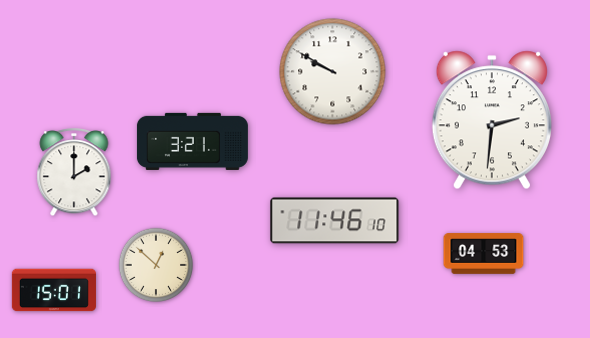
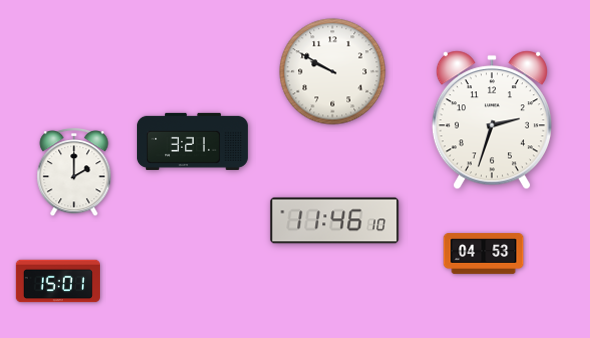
clock at (492, 120): 2:31 -> 2:33
clock at (156, 265): 12:52 -> none
clock at (54, 290) position: (54, 290) -> (58, 281)
